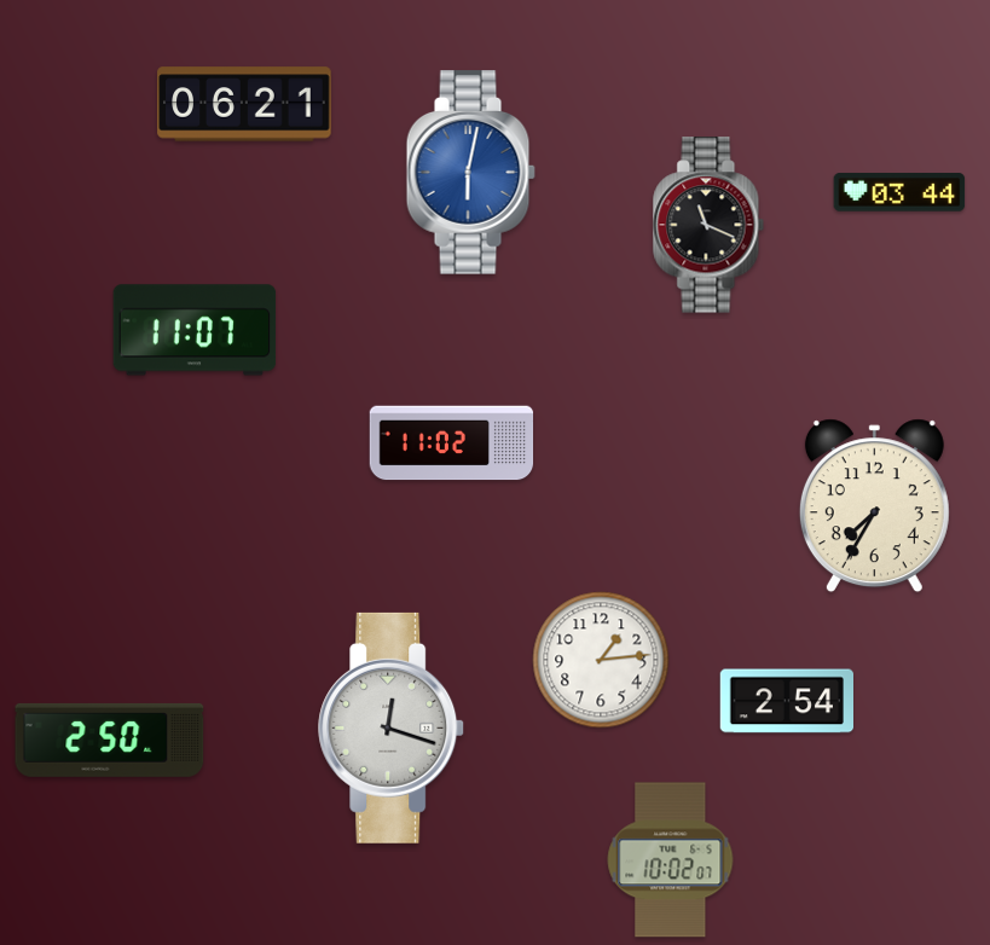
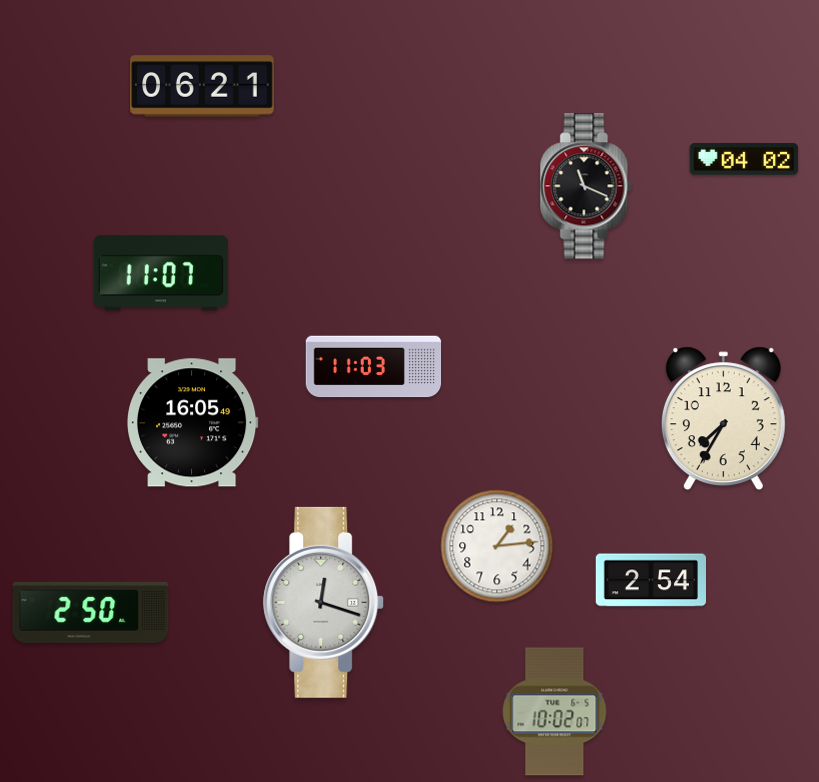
clock at (470, 173): 6:02 -> none
clock at (899, 192): 03:44 -> 04:02
clock at (452, 443): 11:02 -> 11:03
clock at (193, 423): none -> 16:05
